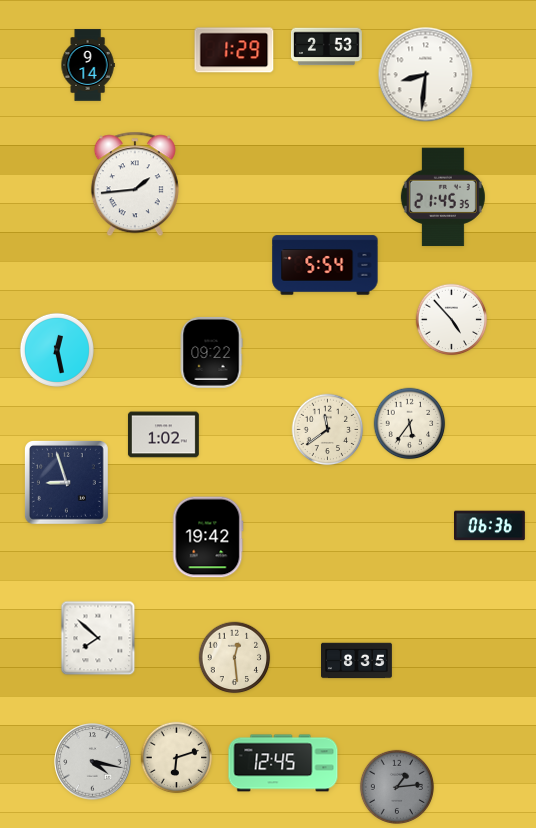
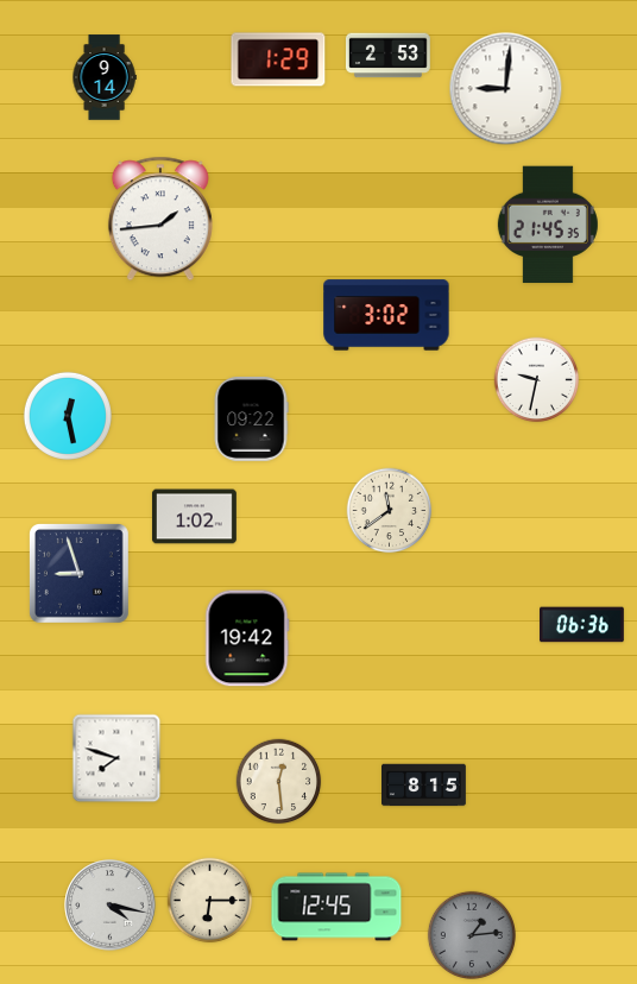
clock at (426, 75): 8:31 -> 9:01
clock at (443, 197) position: (443, 197) -> (548, 225)
clock at (325, 265): 5:54 -> 3:02
clock at (452, 320): 4:53 -> 9:32
clock at (410, 424): 5:36 -> none
clock at (98, 638): 7:52 -> 7:48
clock at (357, 661): 8:35 -> 8:15
clock at (177, 758): 6:12 -> 6:15
